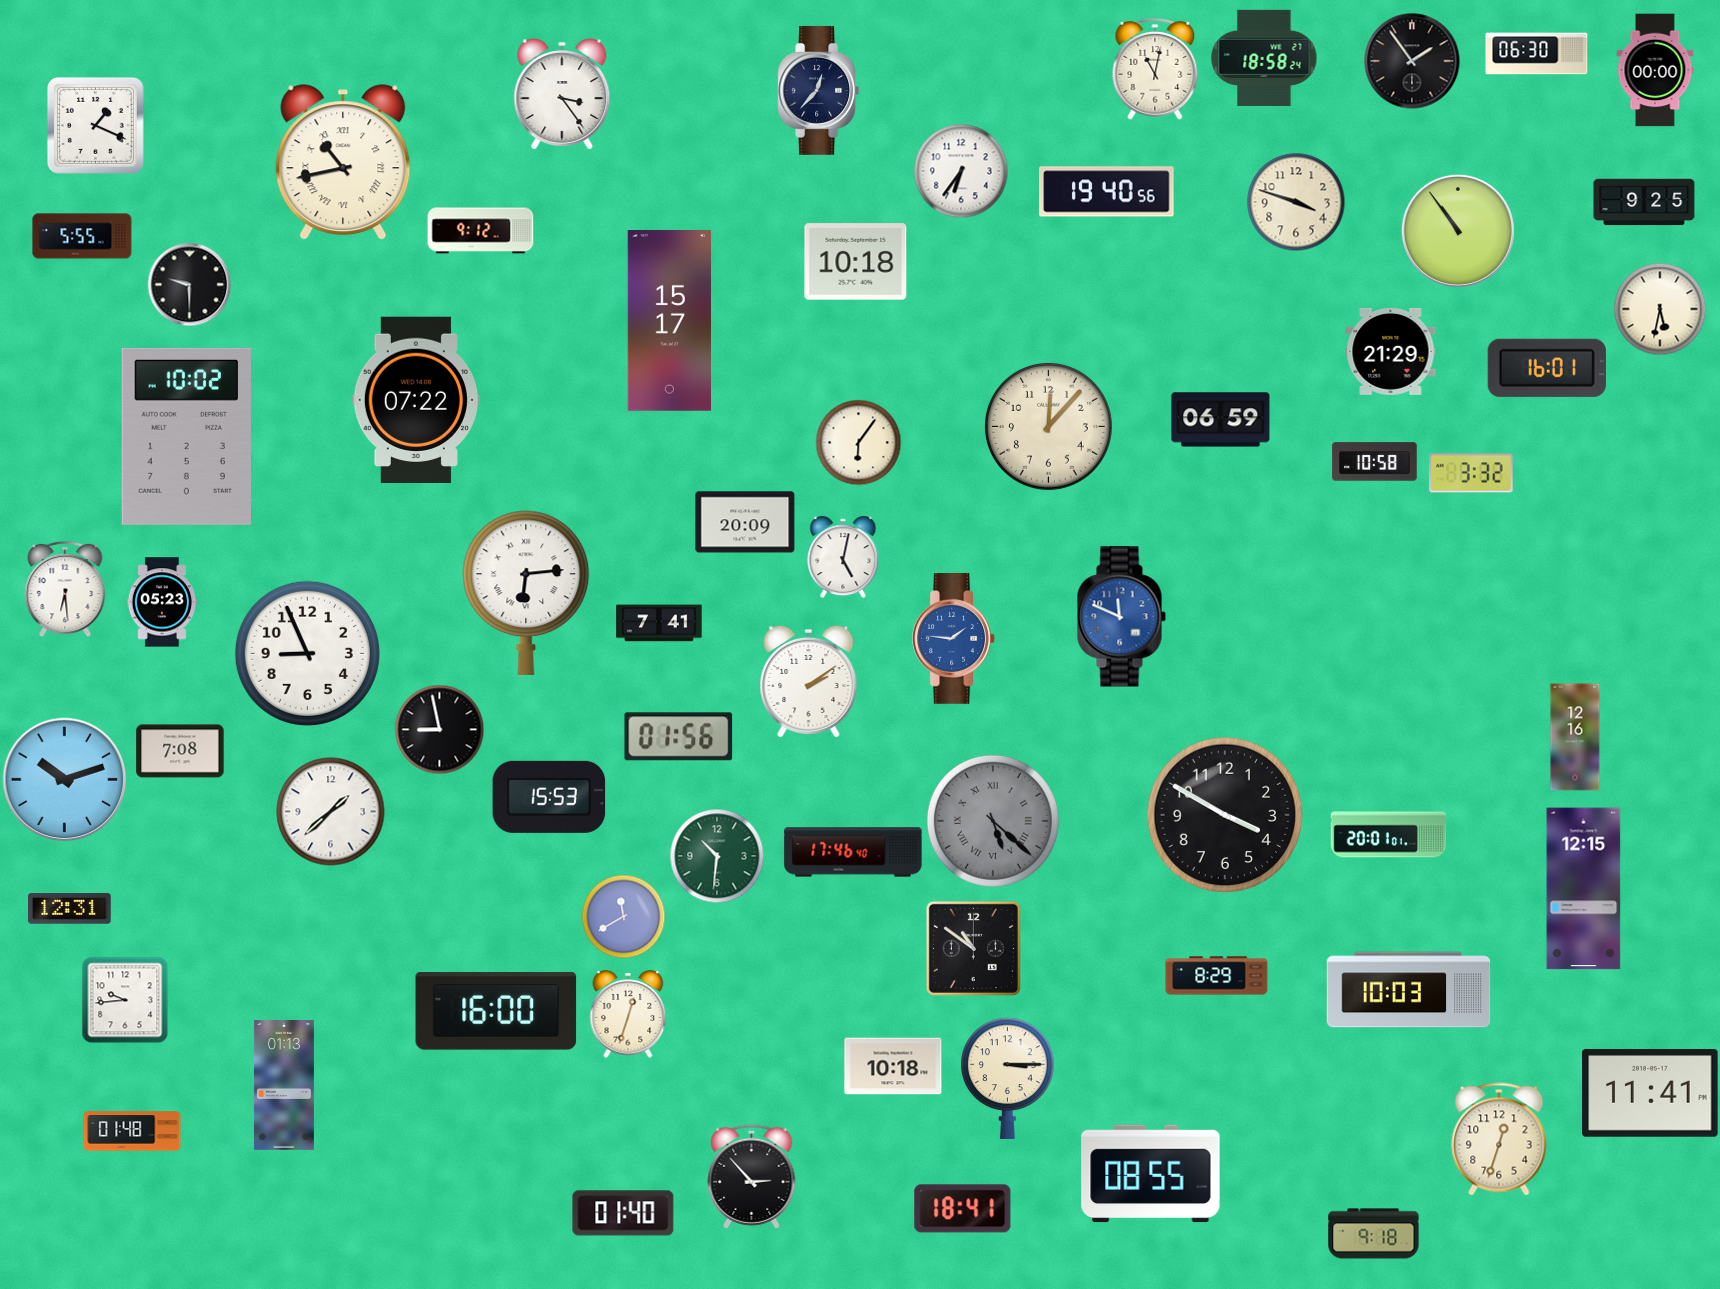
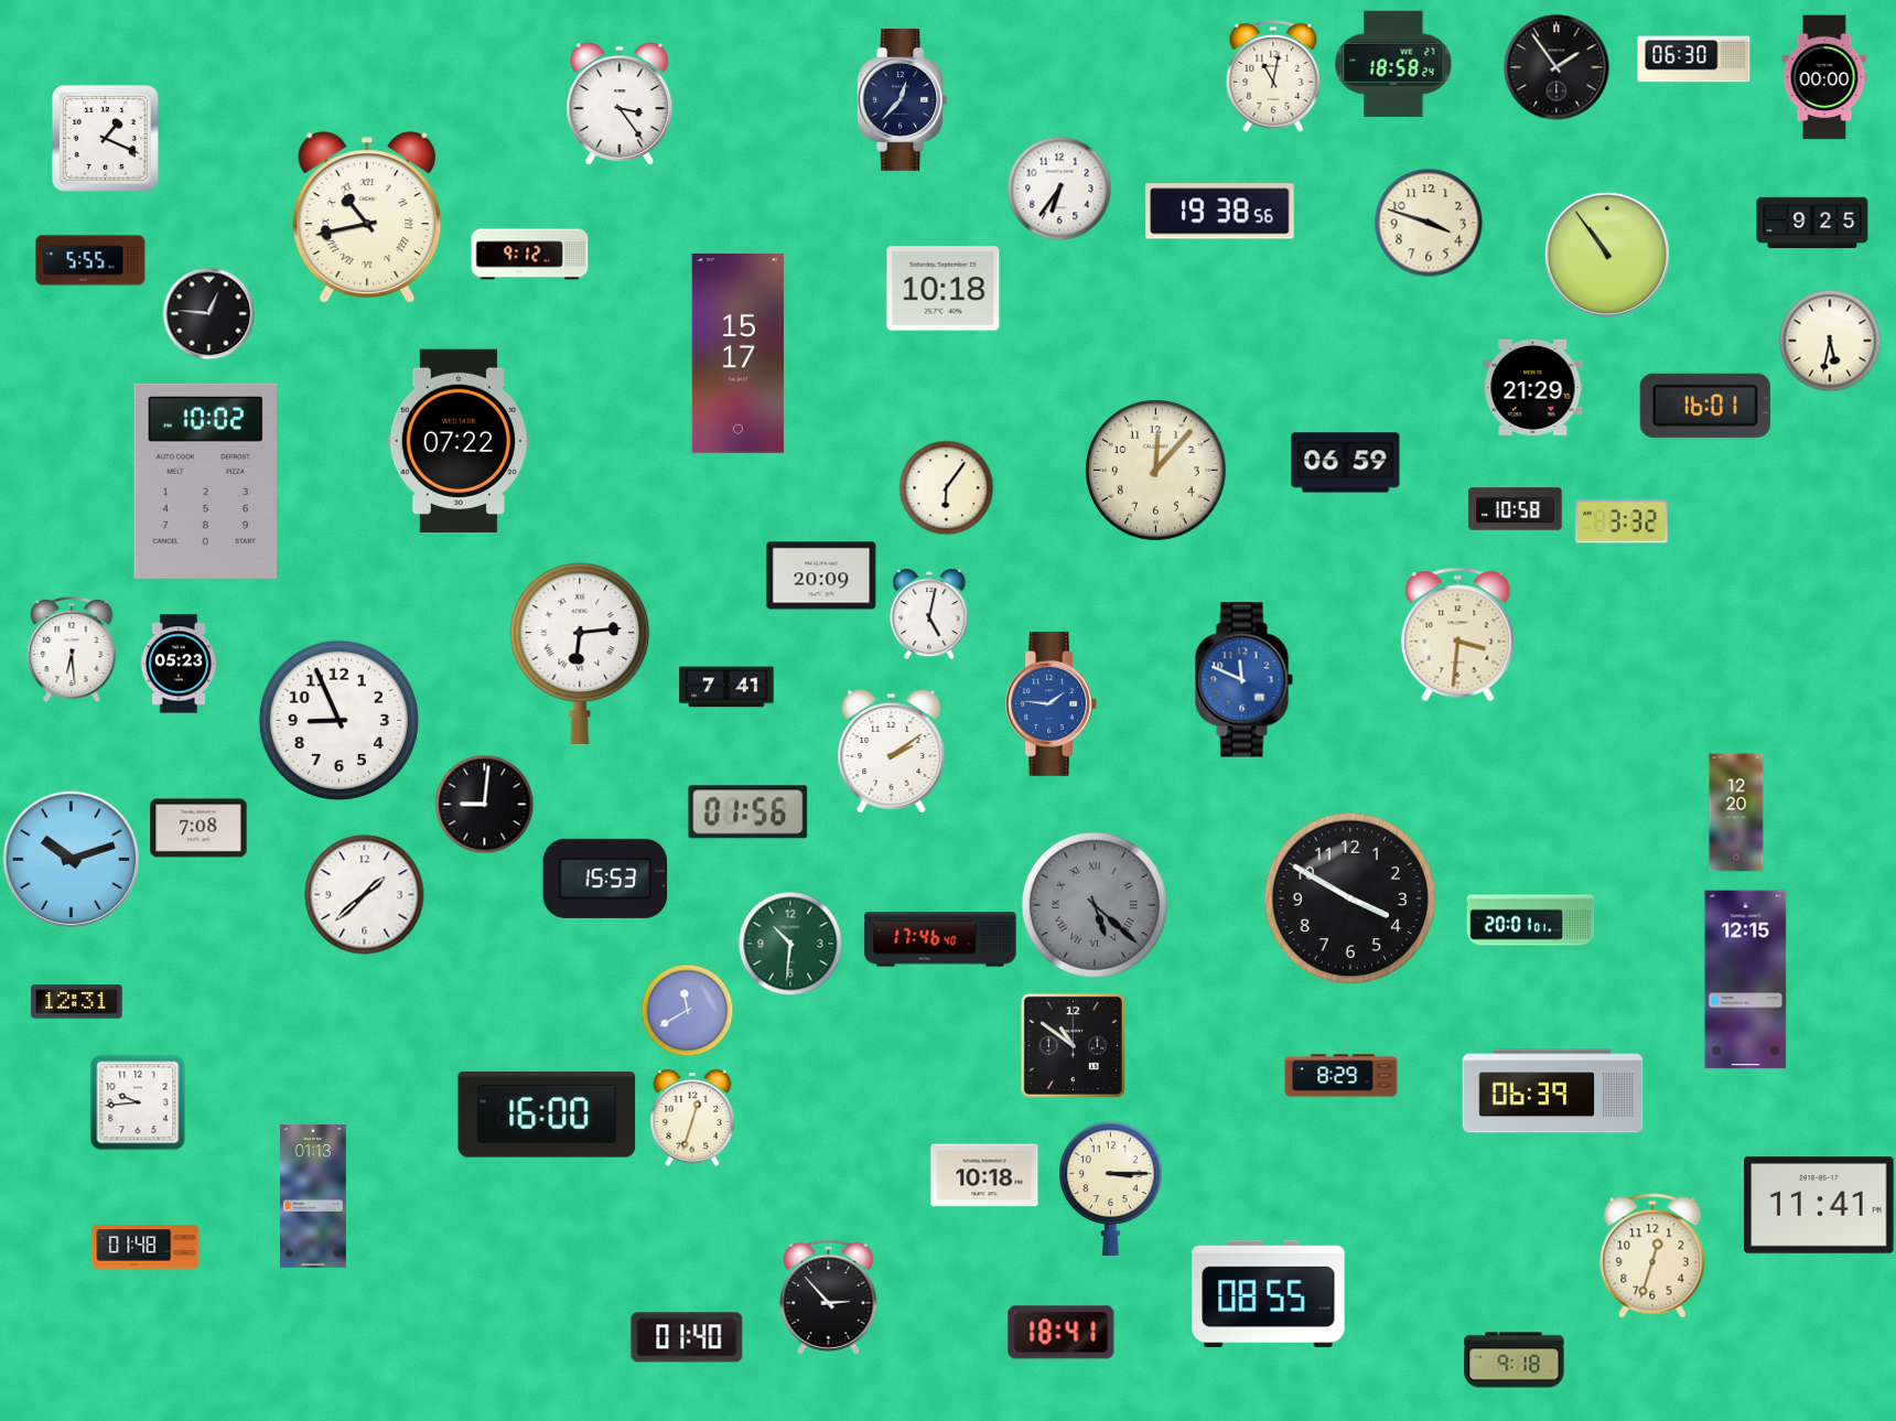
clock at (343, 163) position: (343, 163) -> (367, 218)
clock at (1107, 192): 19:40 -> 19:38
clock at (189, 284): 9:30 -> 12:46
clock at (1458, 635): none -> 3:31
clock at (1121, 617) position: (1121, 617) -> (1243, 680)
clock at (439, 729): 8:58 -> 9:01
clock at (1575, 737): 12:16 -> 12:20
clock at (1409, 990): 10:03 -> 06:39
